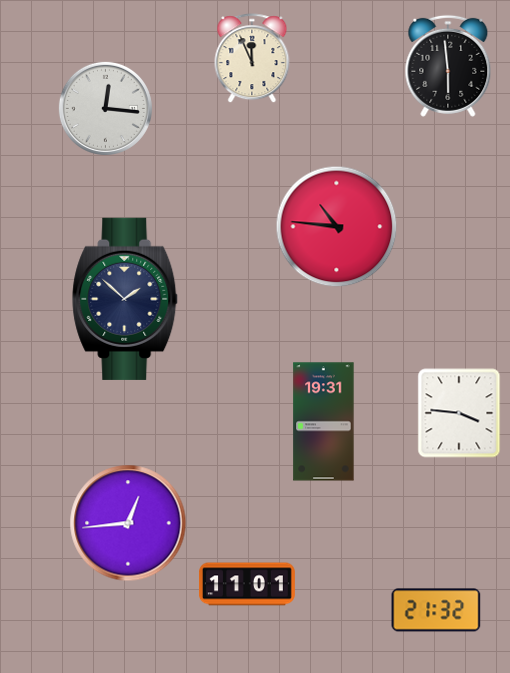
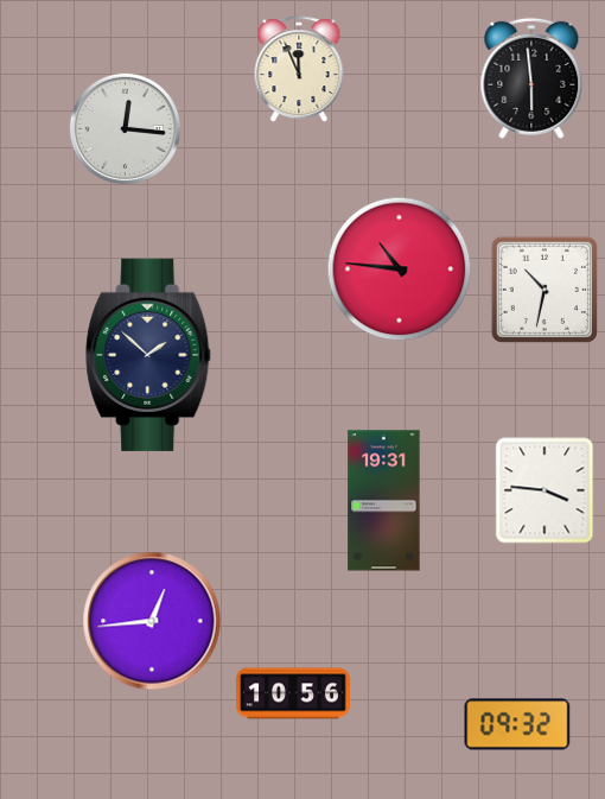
clock at (544, 290): none -> 10:32
clock at (248, 584): 11:01 -> 10:56
clock at (436, 610): 21:32 -> 09:32
